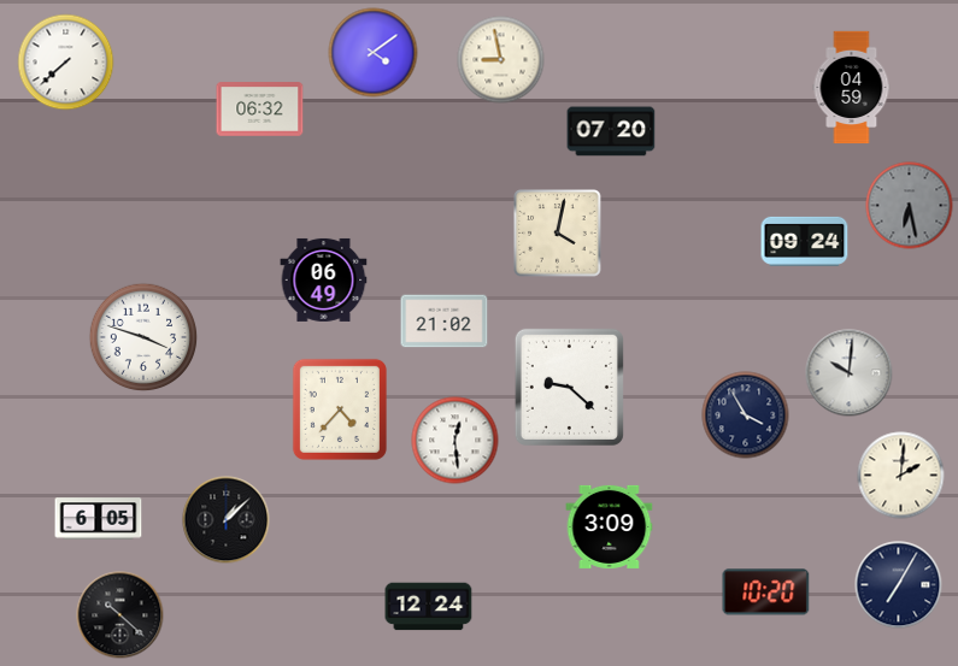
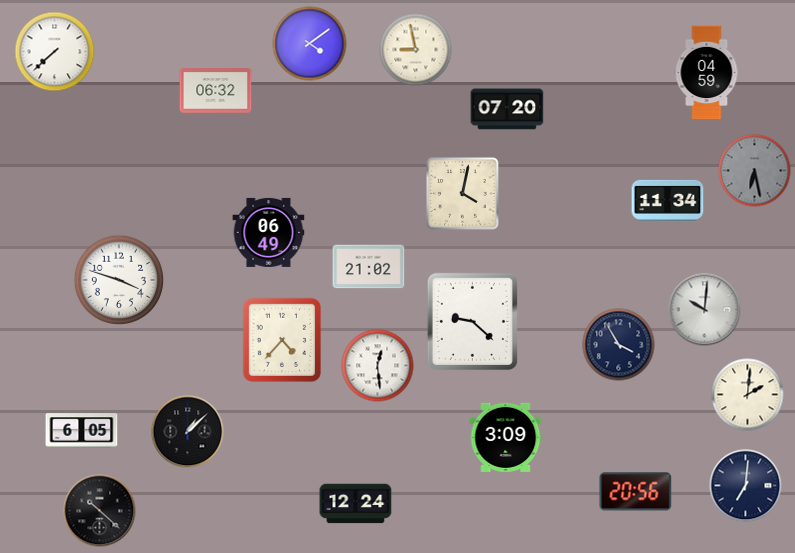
clock at (805, 241): 09:24 -> 11:34
clock at (899, 585): 7:05 -> 7:01
clock at (766, 593): 10:20 -> 20:56
